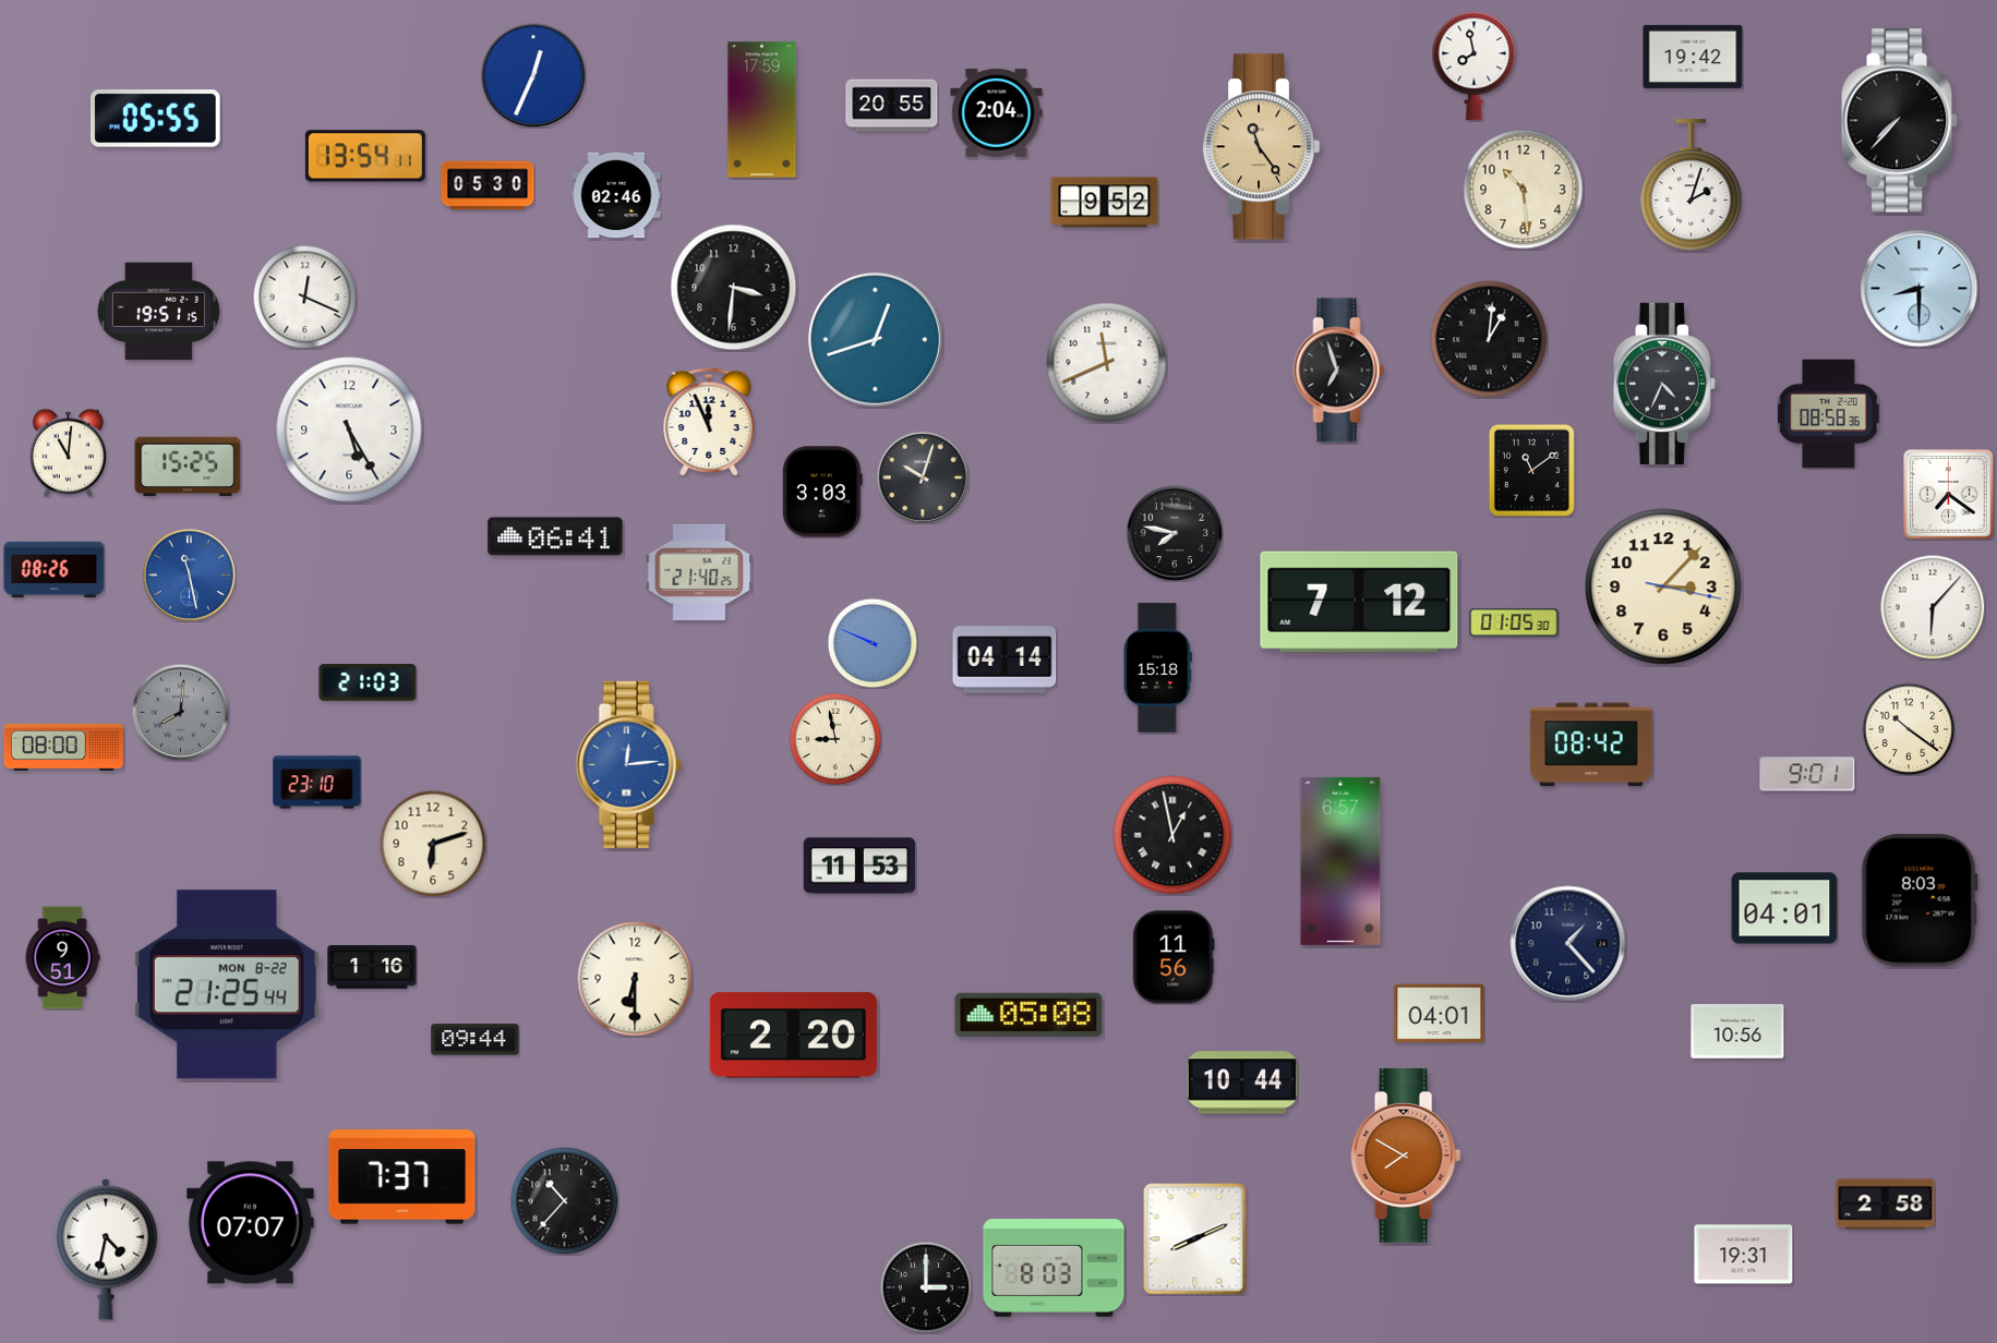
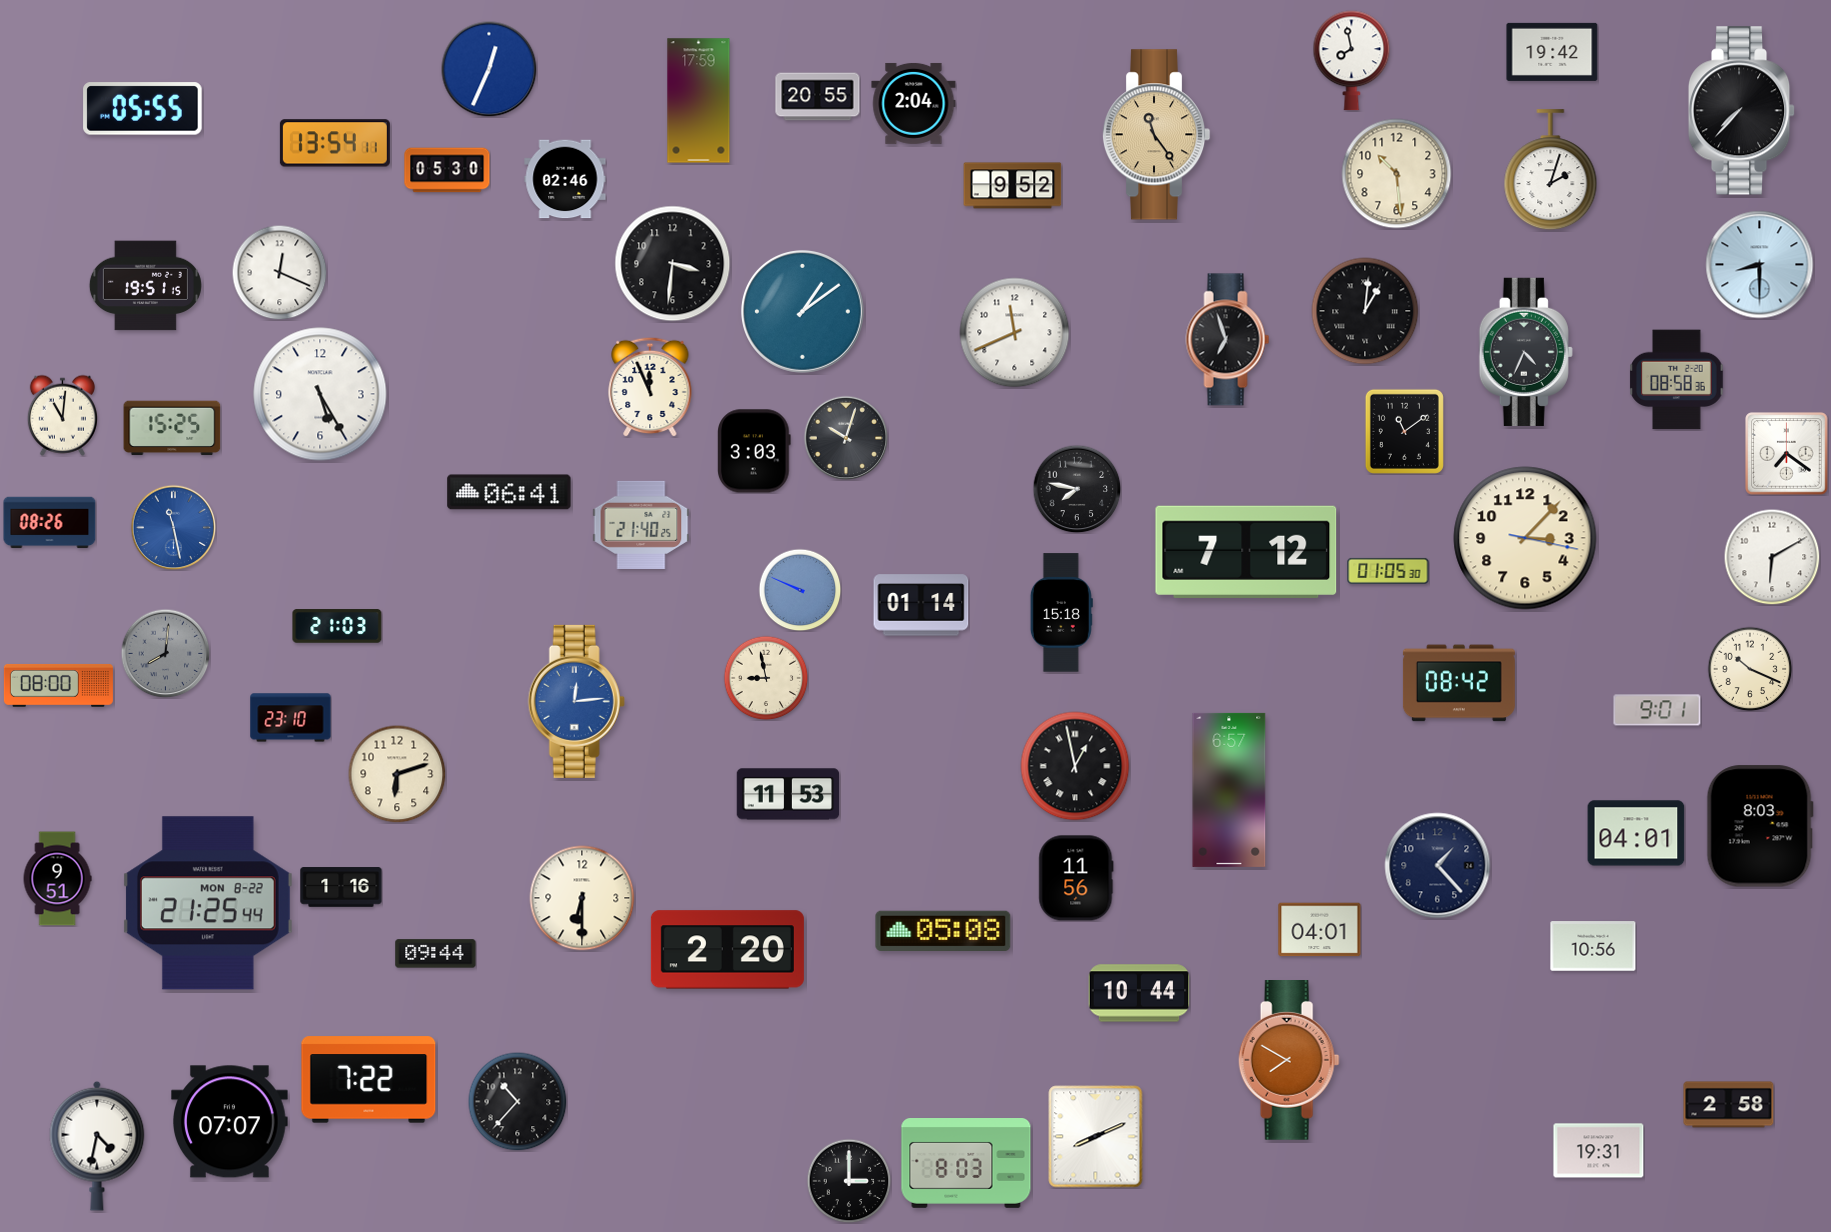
clock at (875, 339): 12:42 -> 1:09
clock at (1933, 607): 6:07 -> 6:10
clock at (1004, 660): 04:14 -> 01:14
clock at (1909, 729): 10:21 -> 10:19
clock at (402, 1177): 7:37 -> 7:22
